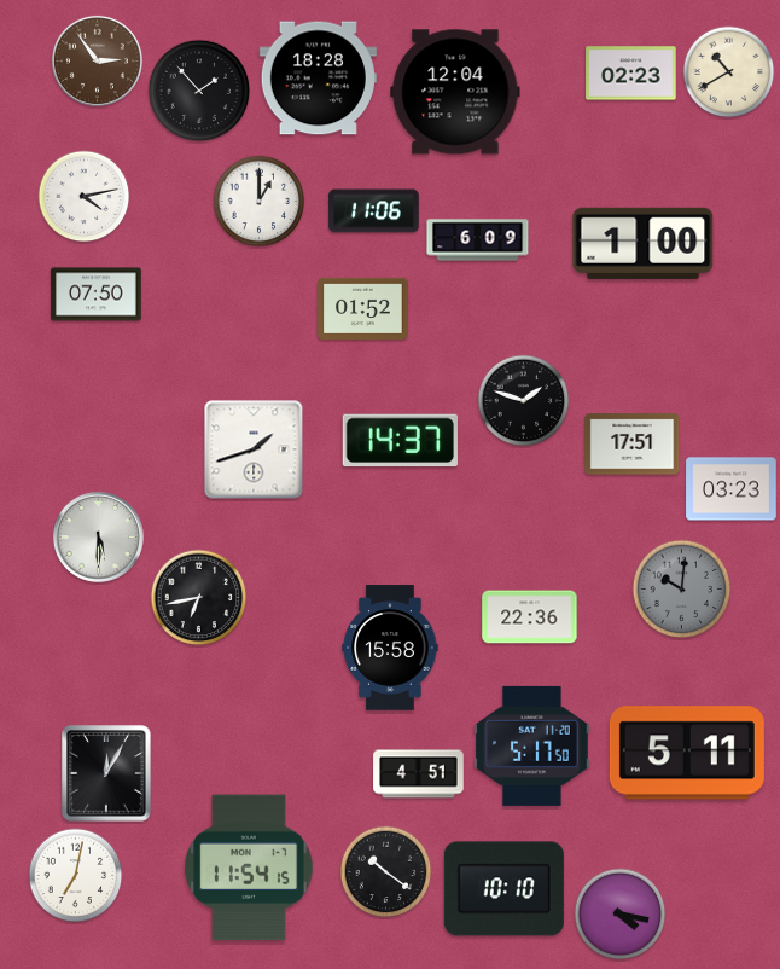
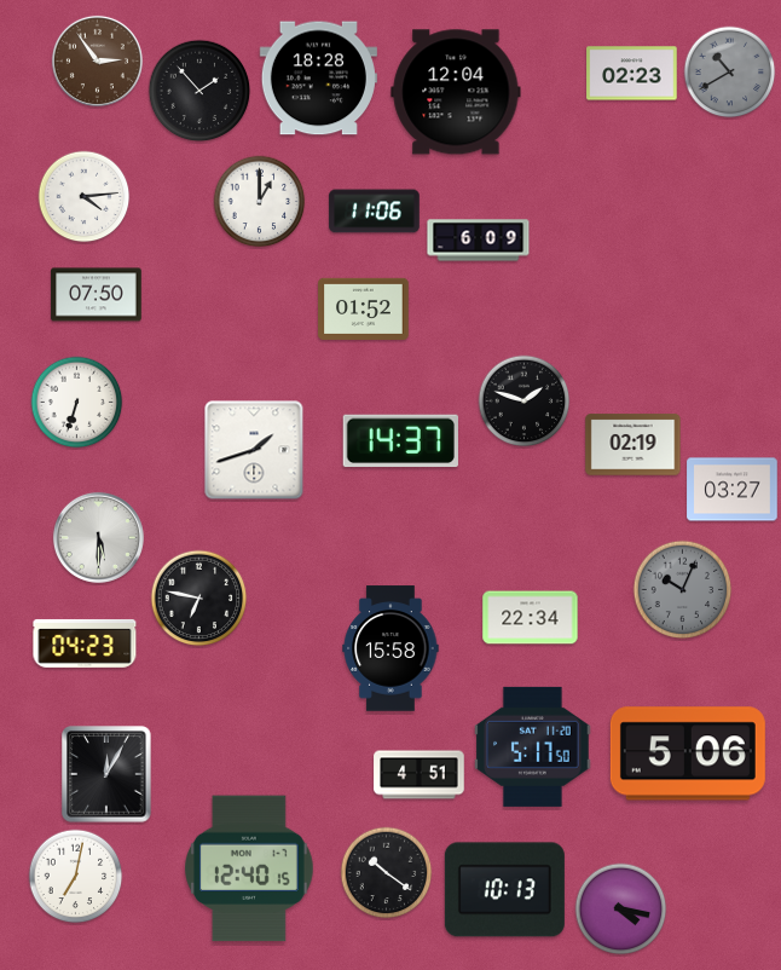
clock at (729, 72) dial: cream -> grey
clock at (85, 197): 4:13 -> 4:14
clock at (644, 243): 1:00 -> none
clock at (77, 403): none -> 6:33
clock at (633, 445): 17:51 -> 02:19
clock at (732, 489): 03:23 -> 03:27
clock at (682, 590): 10:01 -> 10:04
clock at (199, 598): 6:43 -> 6:47
clock at (530, 617): 22:36 -> 22:34
clock at (85, 643): none -> 04:23
clock at (687, 753): 5:11 -> 5:06
clock at (250, 868): 11:54 -> 12:40
clock at (503, 889): 10:10 -> 10:13
clock at (621, 915) position: (621, 915) -> (621, 910)
